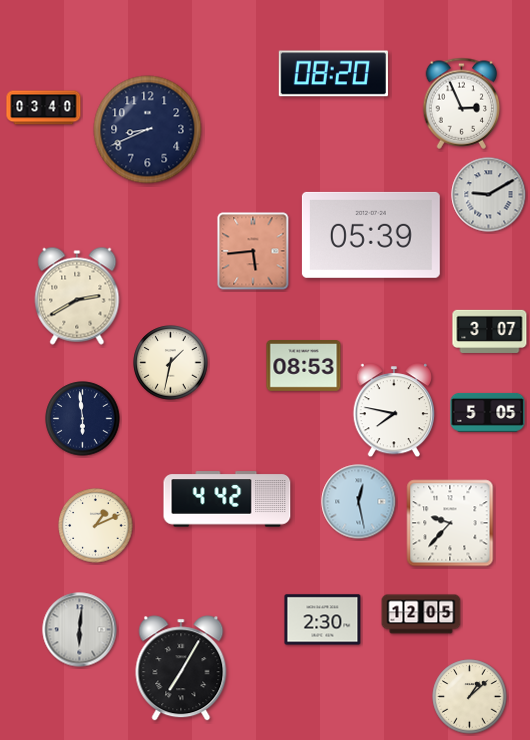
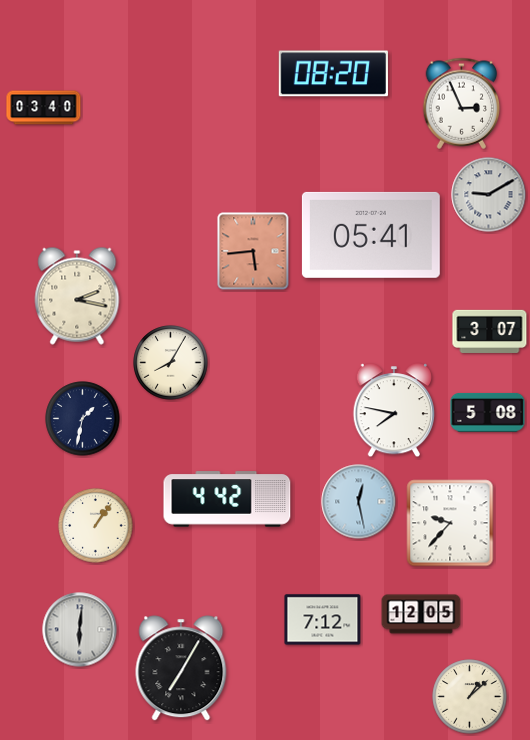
clock at (148, 130): 8:41 -> none
clock at (371, 235): 05:39 -> 05:41
clock at (77, 296): 2:40 -> 2:17
clock at (171, 363): 1:32 -> 8:05
clock at (304, 366): 08:53 -> none
clock at (488, 412): 5:05 -> 5:08
clock at (83, 419): 5:59 -> 1:32
clock at (96, 526): 1:11 -> 1:06
clock at (323, 620): 2:30 -> 7:12
